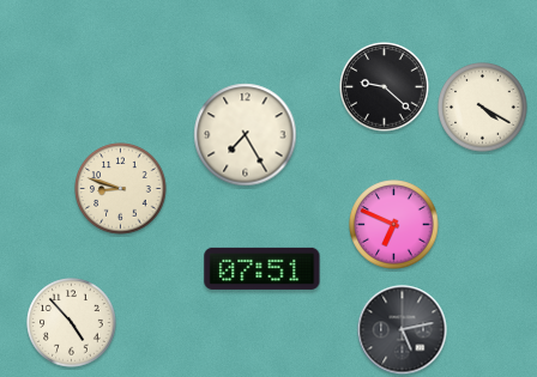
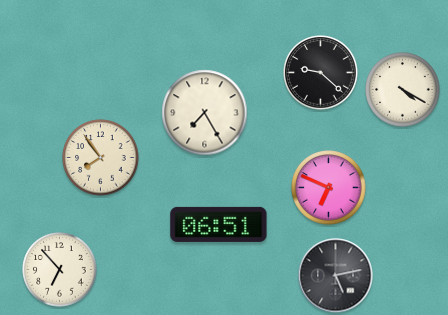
clock at (121, 189): 8:48 -> 7:54
clock at (263, 268): 07:51 -> 06:51
clock at (72, 323): 4:53 -> 6:53
